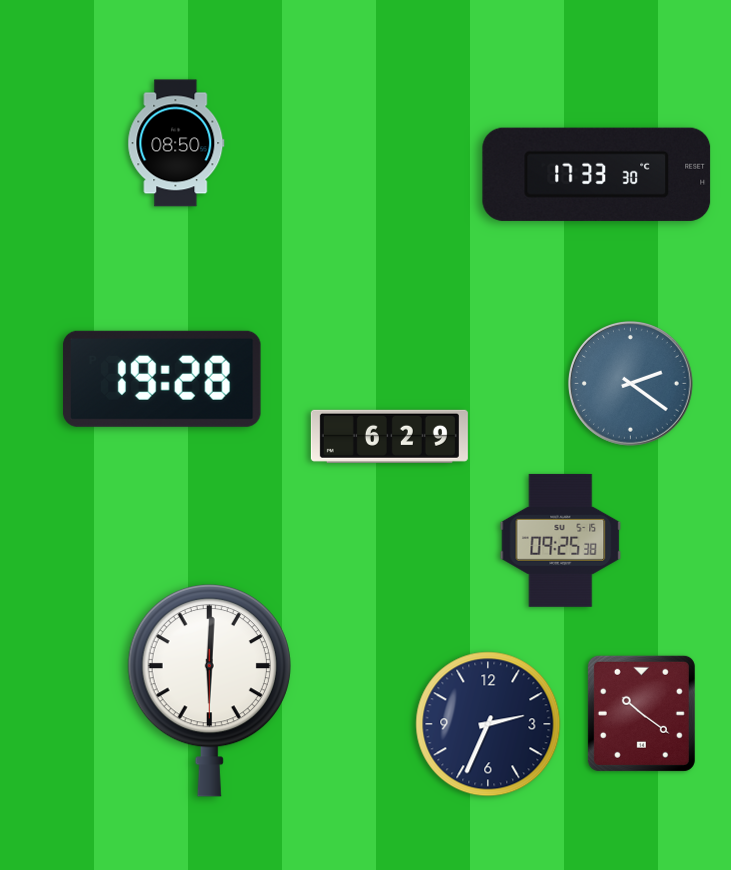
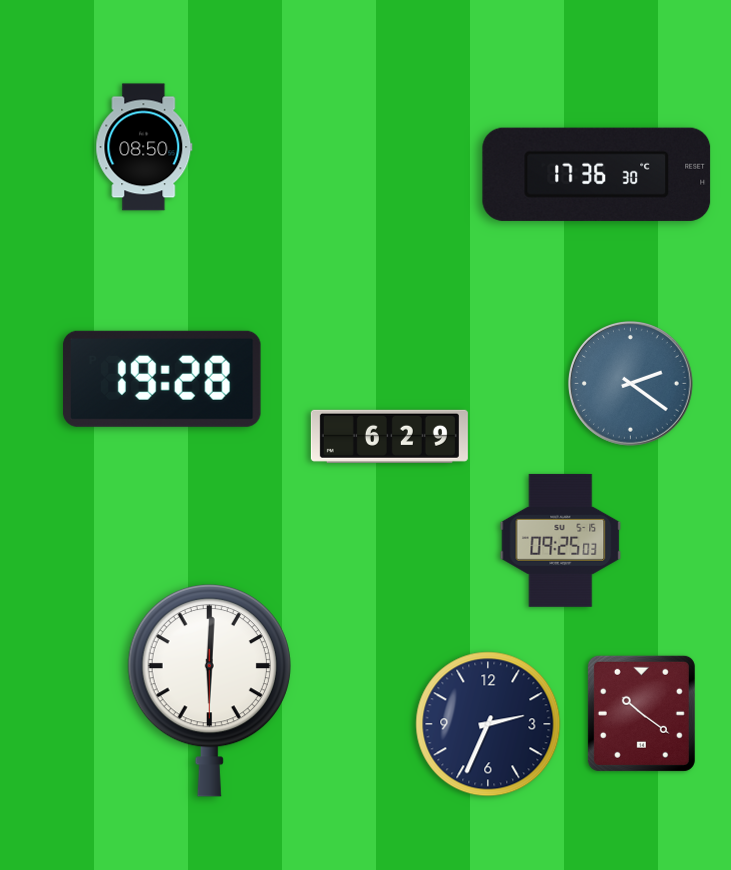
clock at (176, 143) position: (176, 143) -> (144, 147)
clock at (597, 174): 17:33 -> 17:36
clock at (561, 540): 09:25:38 -> 09:25:03
